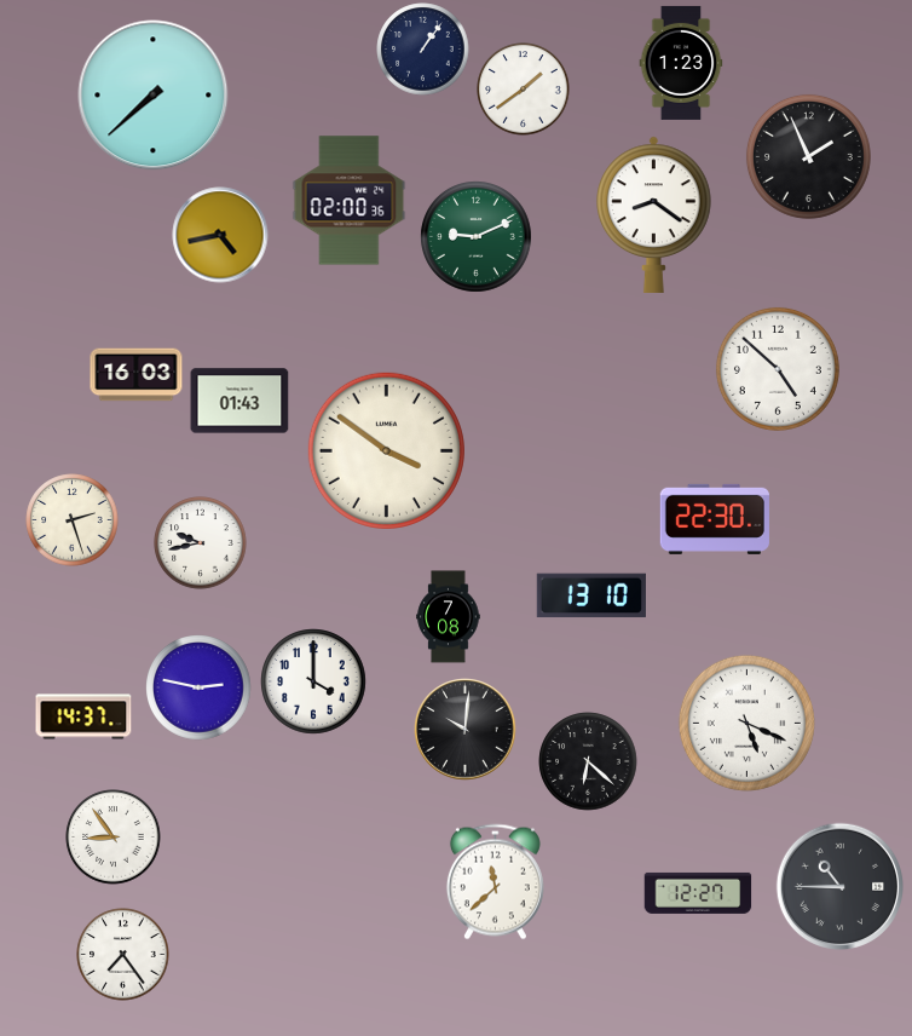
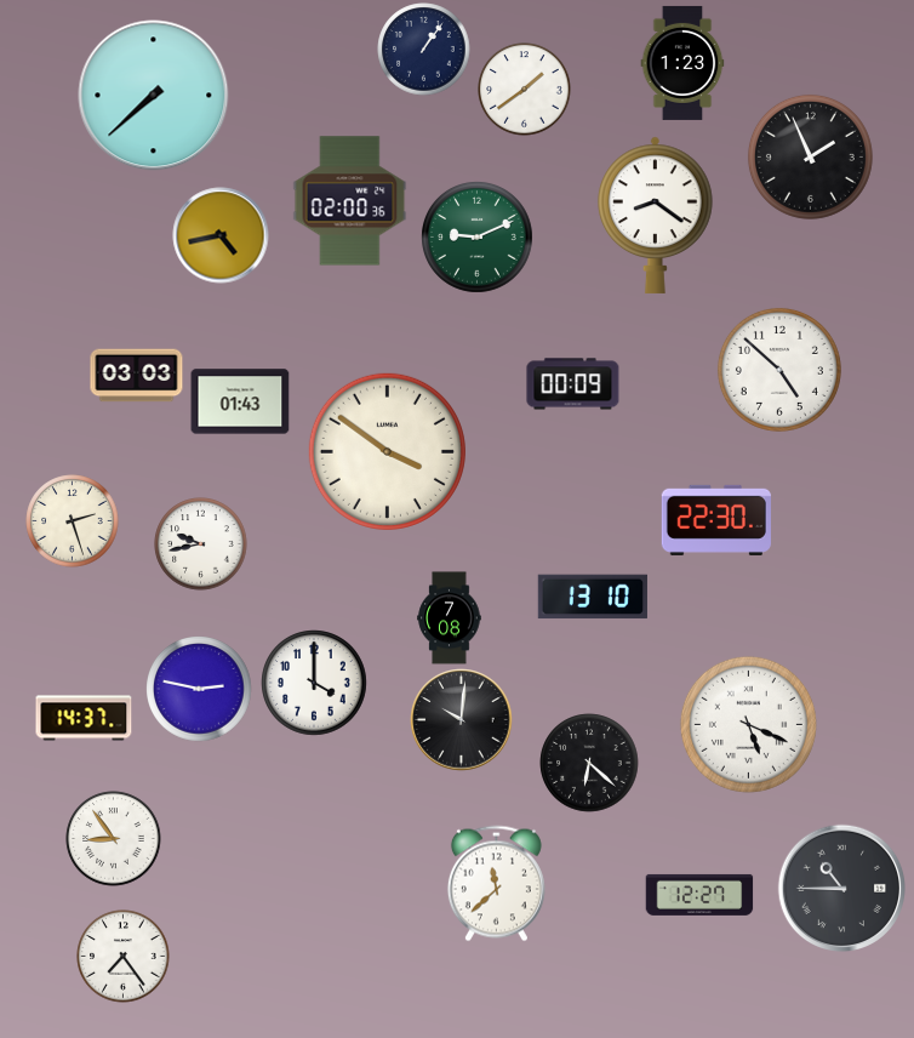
clock at (137, 375): 16:03 -> 03:03
clock at (573, 384): none -> 00:09
clock at (466, 730) position: (466, 730) -> (462, 720)
